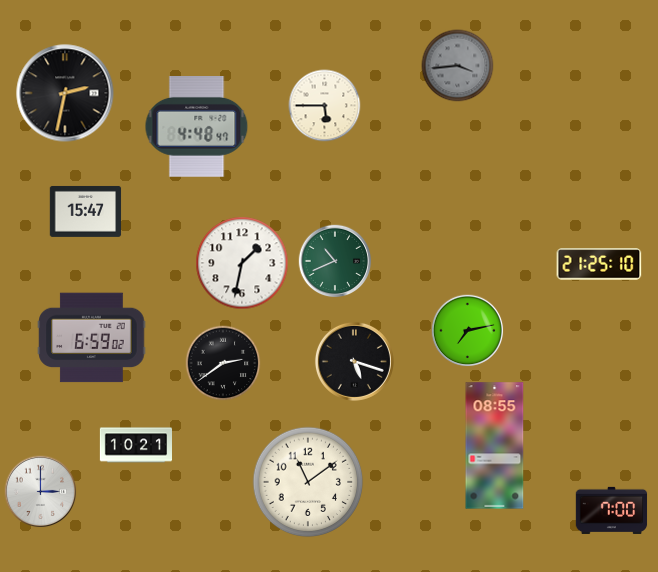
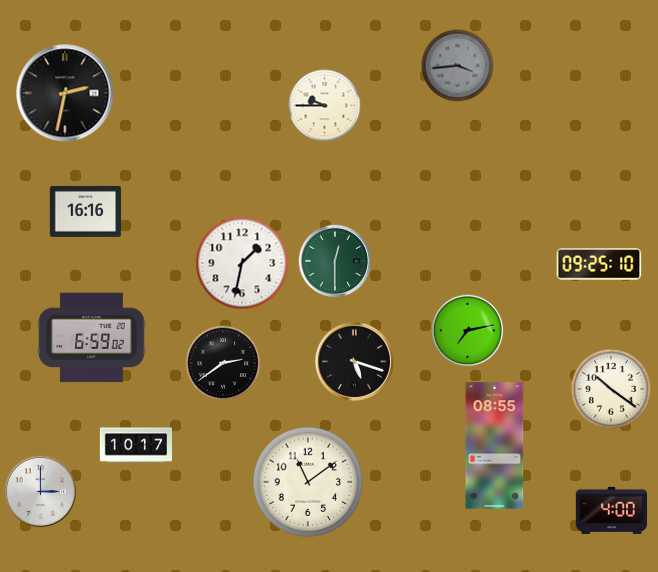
clock at (325, 106): 5:45 -> 9:45
clock at (197, 127): 4:48 -> none
clock at (86, 211): 15:47 -> 16:16
clock at (335, 261): 10:41 -> 12:30
clock at (599, 264): 21:25 -> 09:25
clock at (610, 388): none -> 10:21
clock at (135, 445): 10:21 -> 10:17
clock at (612, 510): 7:00 -> 4:00
